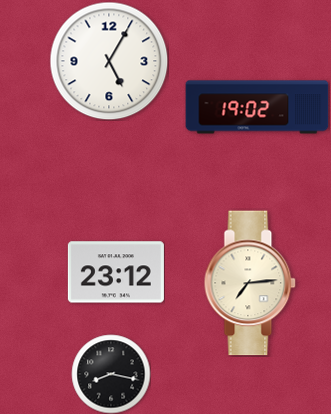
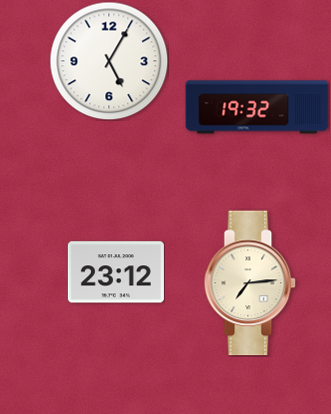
clock at (257, 107): 19:02 -> 19:32
clock at (111, 374): 8:17 -> none
